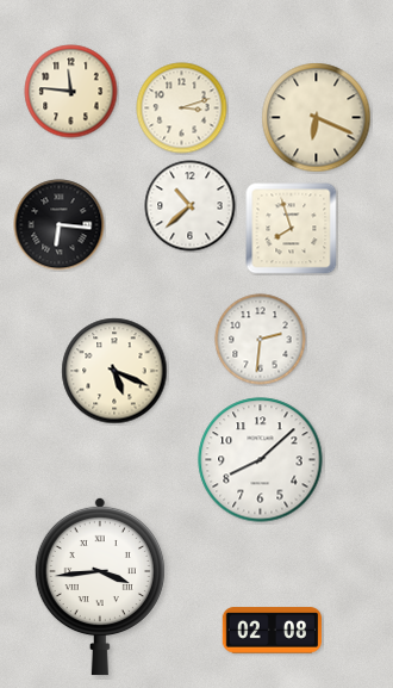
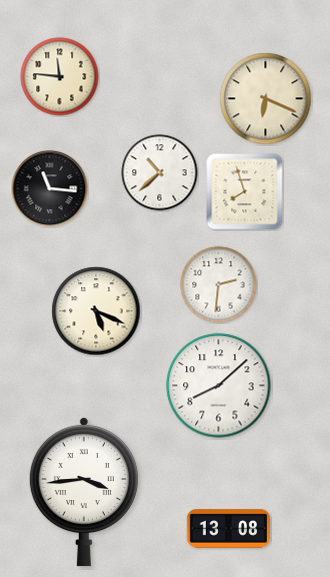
clock at (182, 109): 3:12 -> none
clock at (60, 225): 6:16 -> 11:16
clock at (272, 631): 02:08 -> 13:08
